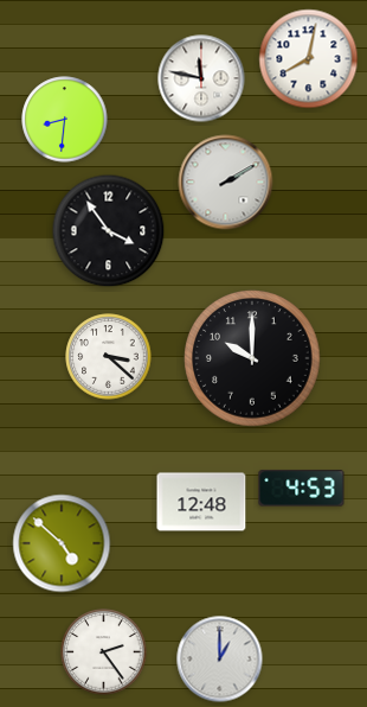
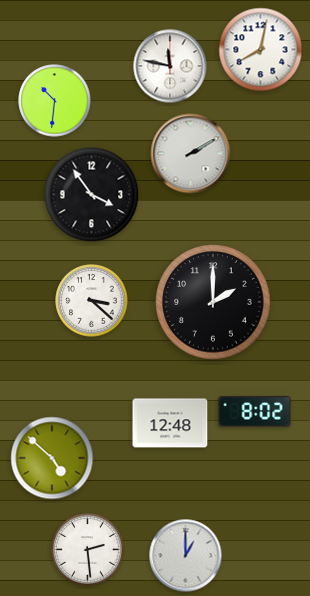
clock at (65, 120): 8:31 -> 10:31
clock at (252, 358): 10:00 -> 2:00
clock at (302, 489): 4:53 -> 8:02
clock at (104, 652): 2:24 -> 2:29
